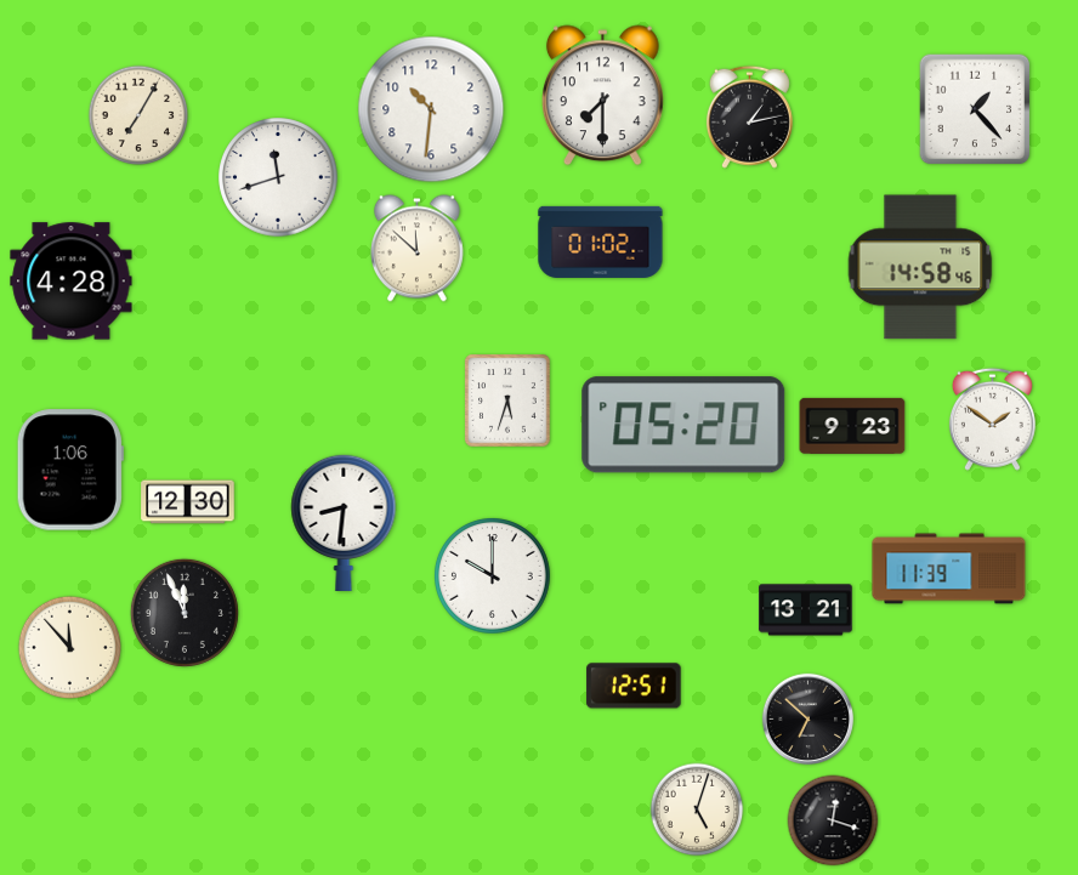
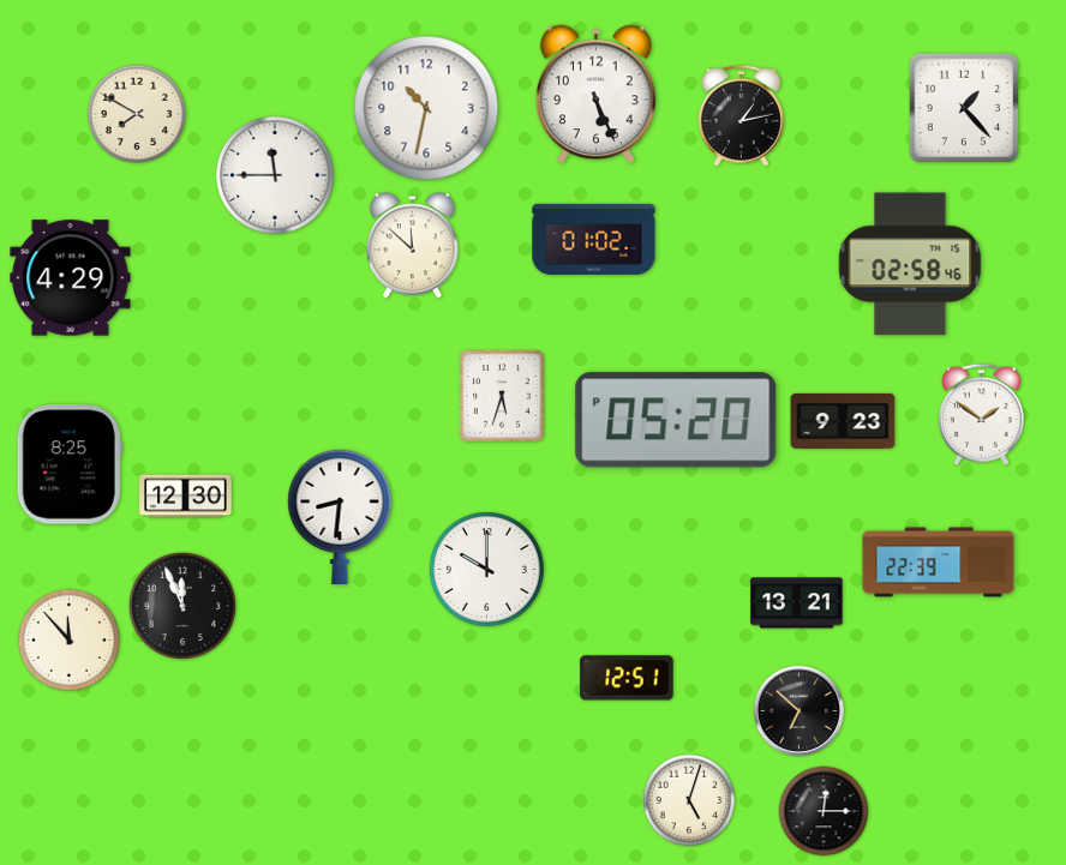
clock at (603, 96): 7:30 -> 5:26
clock at (431, 109): 10:31 -> 10:32
clock at (138, 115): 7:05 -> 7:50
clock at (278, 177): 11:42 -> 11:45
clock at (920, 267): 14:58 -> 02:58
clock at (72, 282): 4:28 -> 4:29
clock at (70, 470): 1:06 -> 8:25
clock at (949, 569): 11:39 -> 22:39
clock at (833, 820): 12:18 -> 12:15
